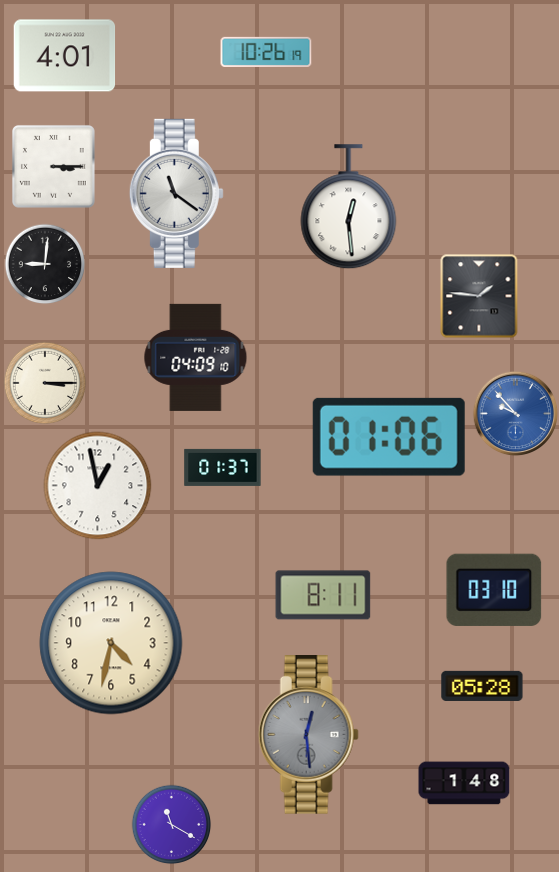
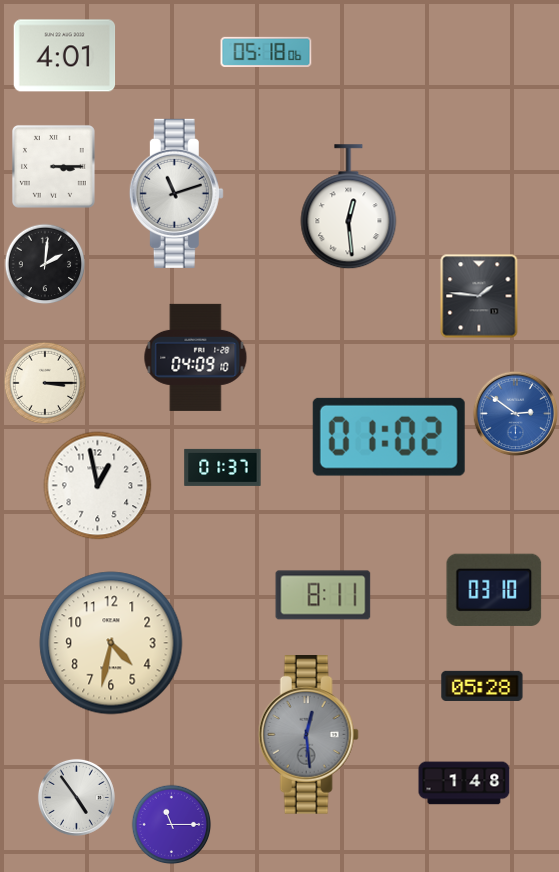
clock at (266, 52): 10:26 -> 05:18
clock at (176, 193): 11:21 -> 11:12
clock at (45, 264): 9:01 -> 2:01
clock at (515, 413): 9:53 -> 2:51
clock at (389, 437): 01:06 -> 01:02
clock at (76, 797): none -> 4:54
clock at (171, 824): 11:20 -> 11:15
